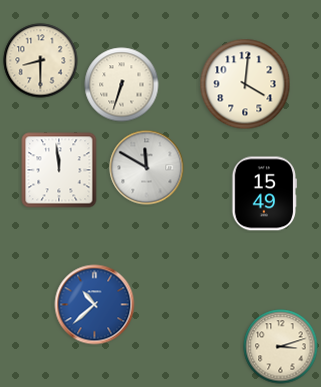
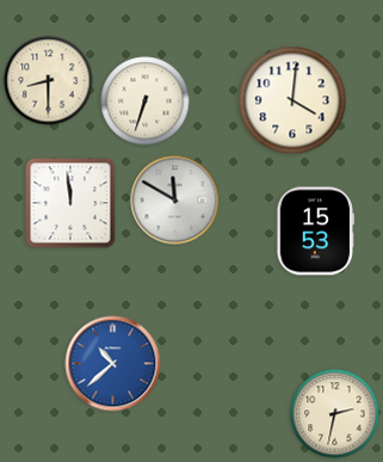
clock at (41, 61) position: (41, 61) -> (49, 81)
clock at (265, 194): 15:49 -> 15:53
clock at (281, 347): 3:12 -> 2:32
